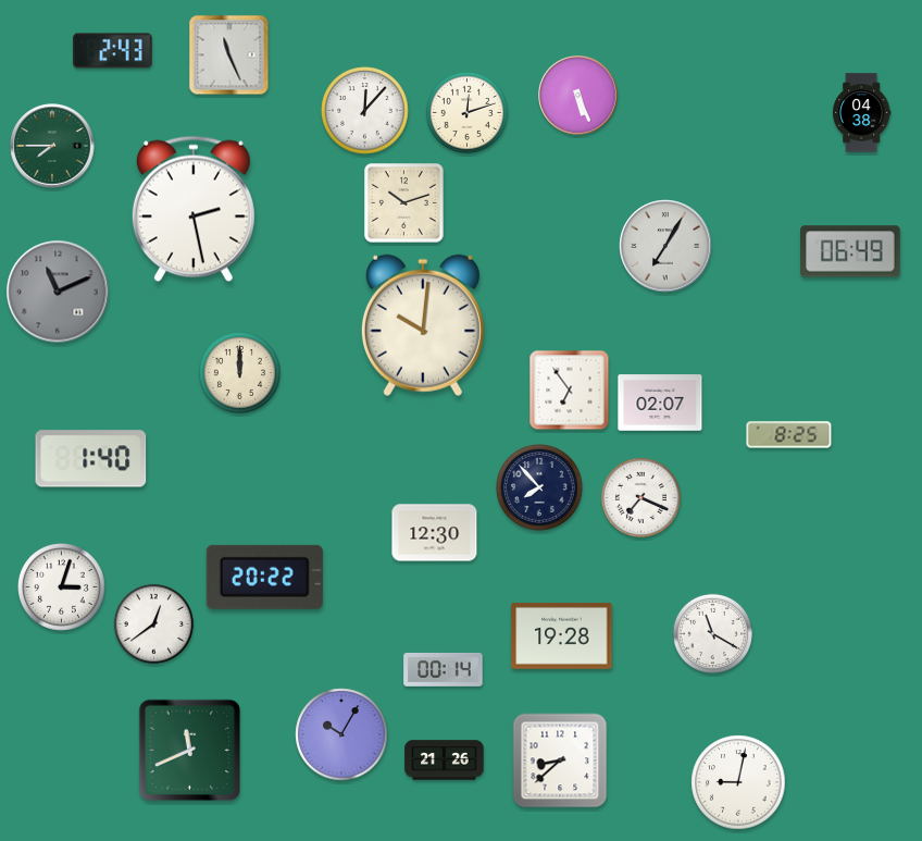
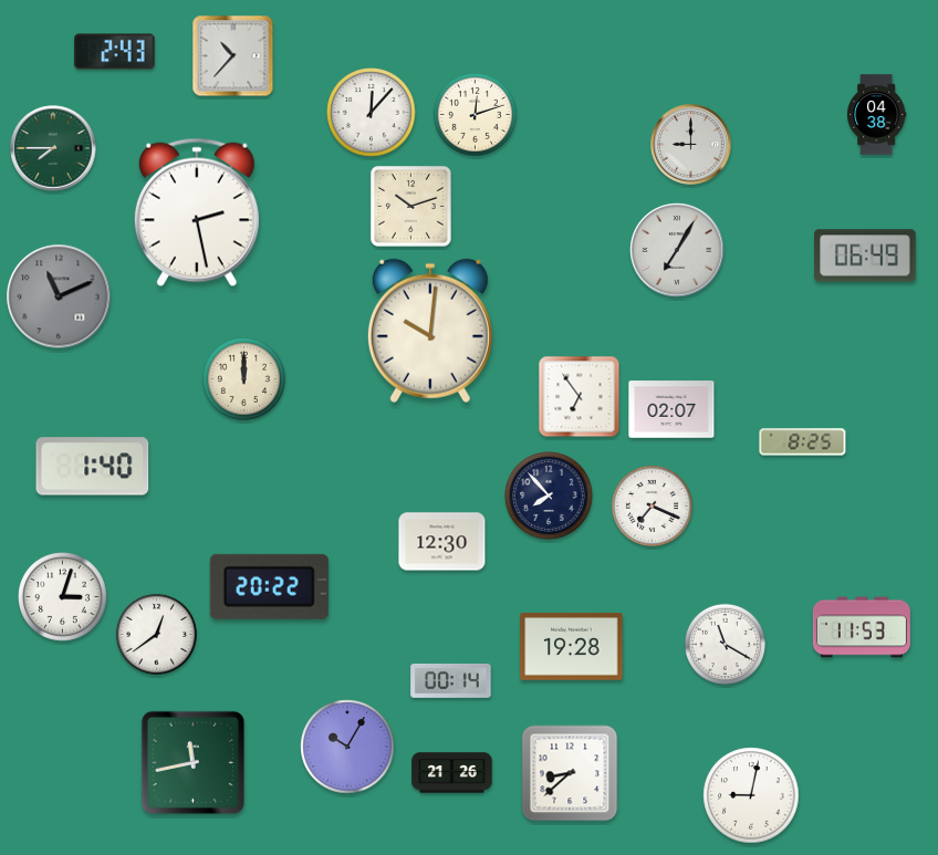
clock at (229, 55): 11:26 -> 10:37
clock at (578, 96): 5:26 -> none
clock at (691, 145): none -> 9:00
clock at (862, 627): none -> 11:53
clock at (189, 750): 11:41 -> 11:43
